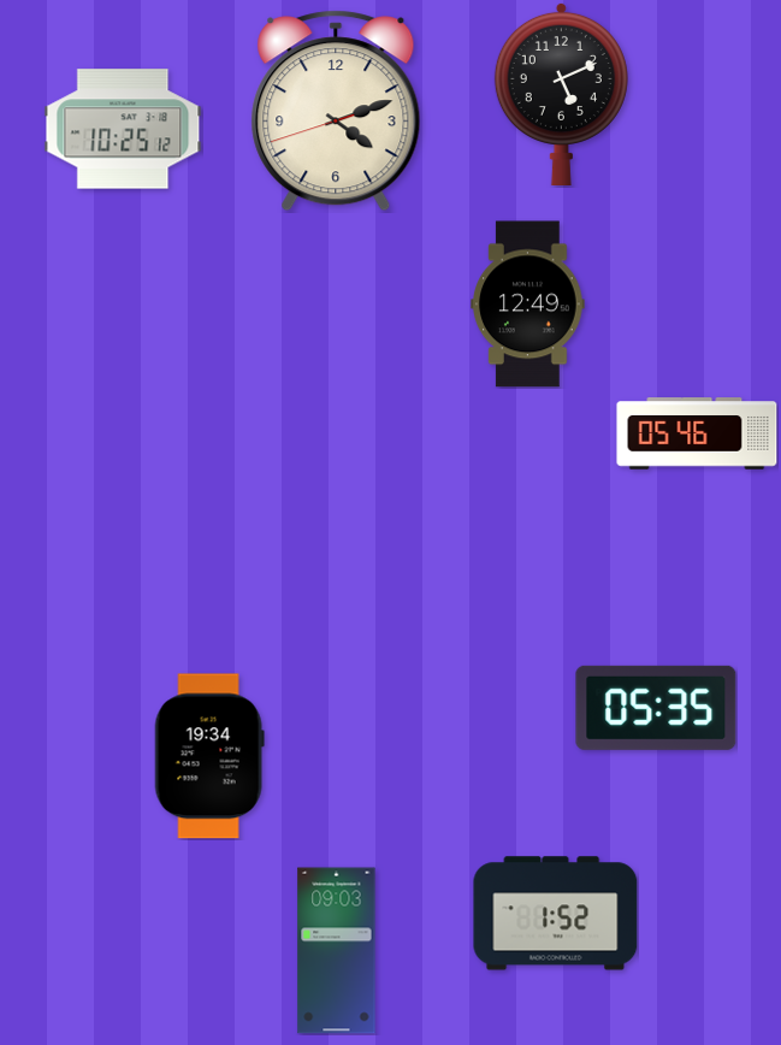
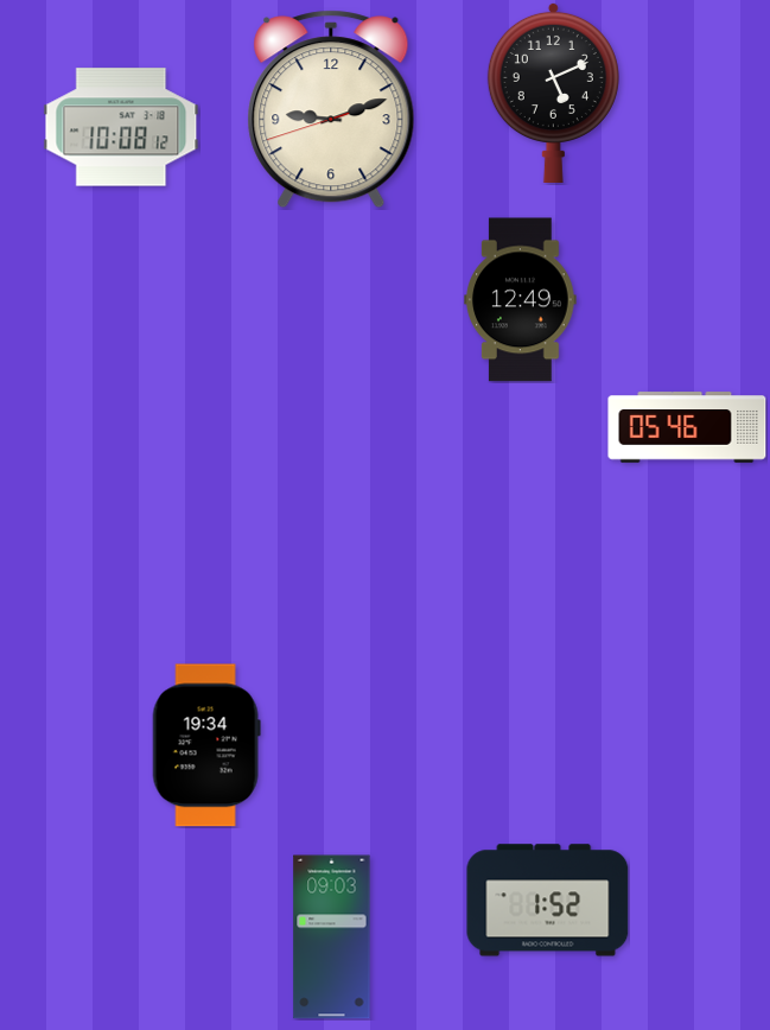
clock at (336, 111): 4:11 -> 9:11
clock at (123, 129): 10:25 -> 10:08
clock at (656, 708): 05:35 -> none
